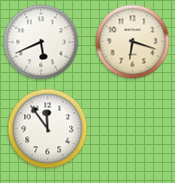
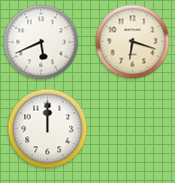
clock at (48, 129): 11:54 -> 12:00
